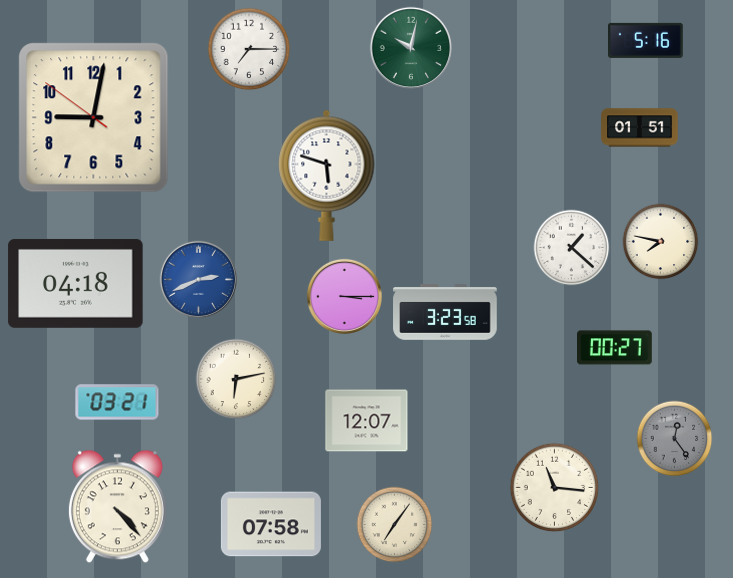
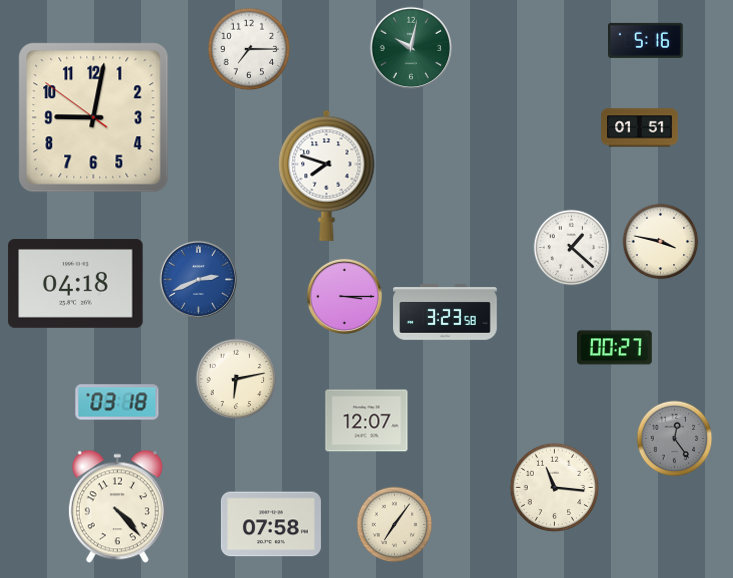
clock at (327, 175): 5:48 -> 7:48
clock at (661, 242): 7:47 -> 3:47
clock at (117, 402): 03:21 -> 03:18
